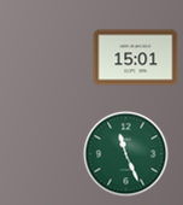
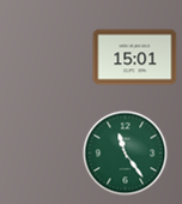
clock at (126, 154): 11:26 -> 11:24
